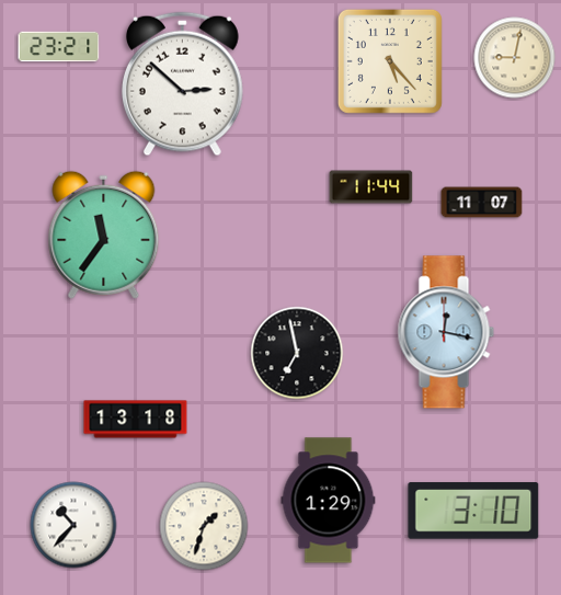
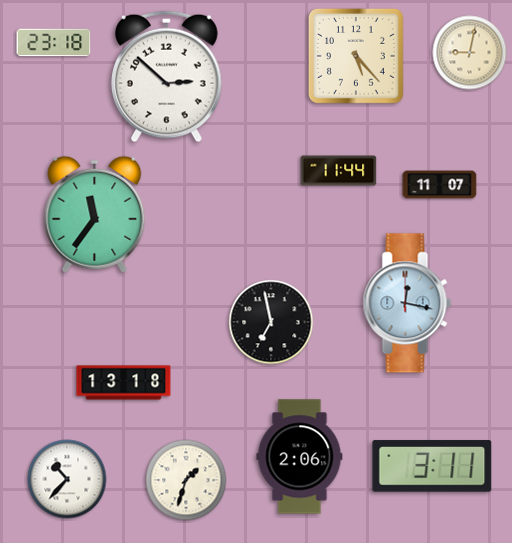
clock at (59, 47): 23:21 -> 23:18
clock at (329, 501): 1:29 -> 2:06
clock at (473, 511): 3:10 -> 3:11
